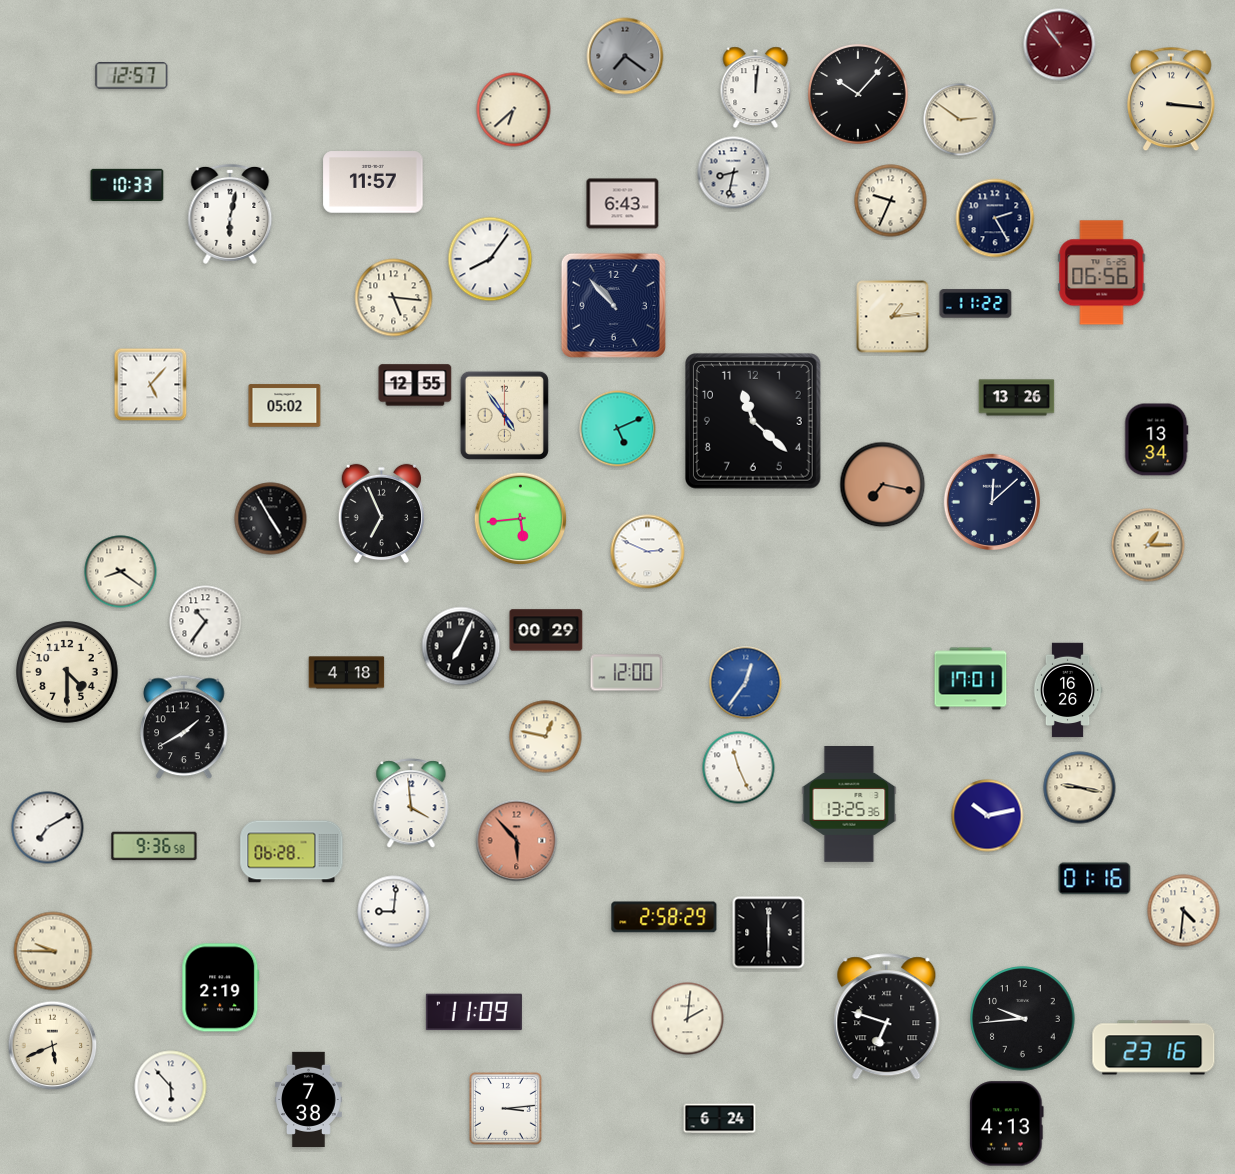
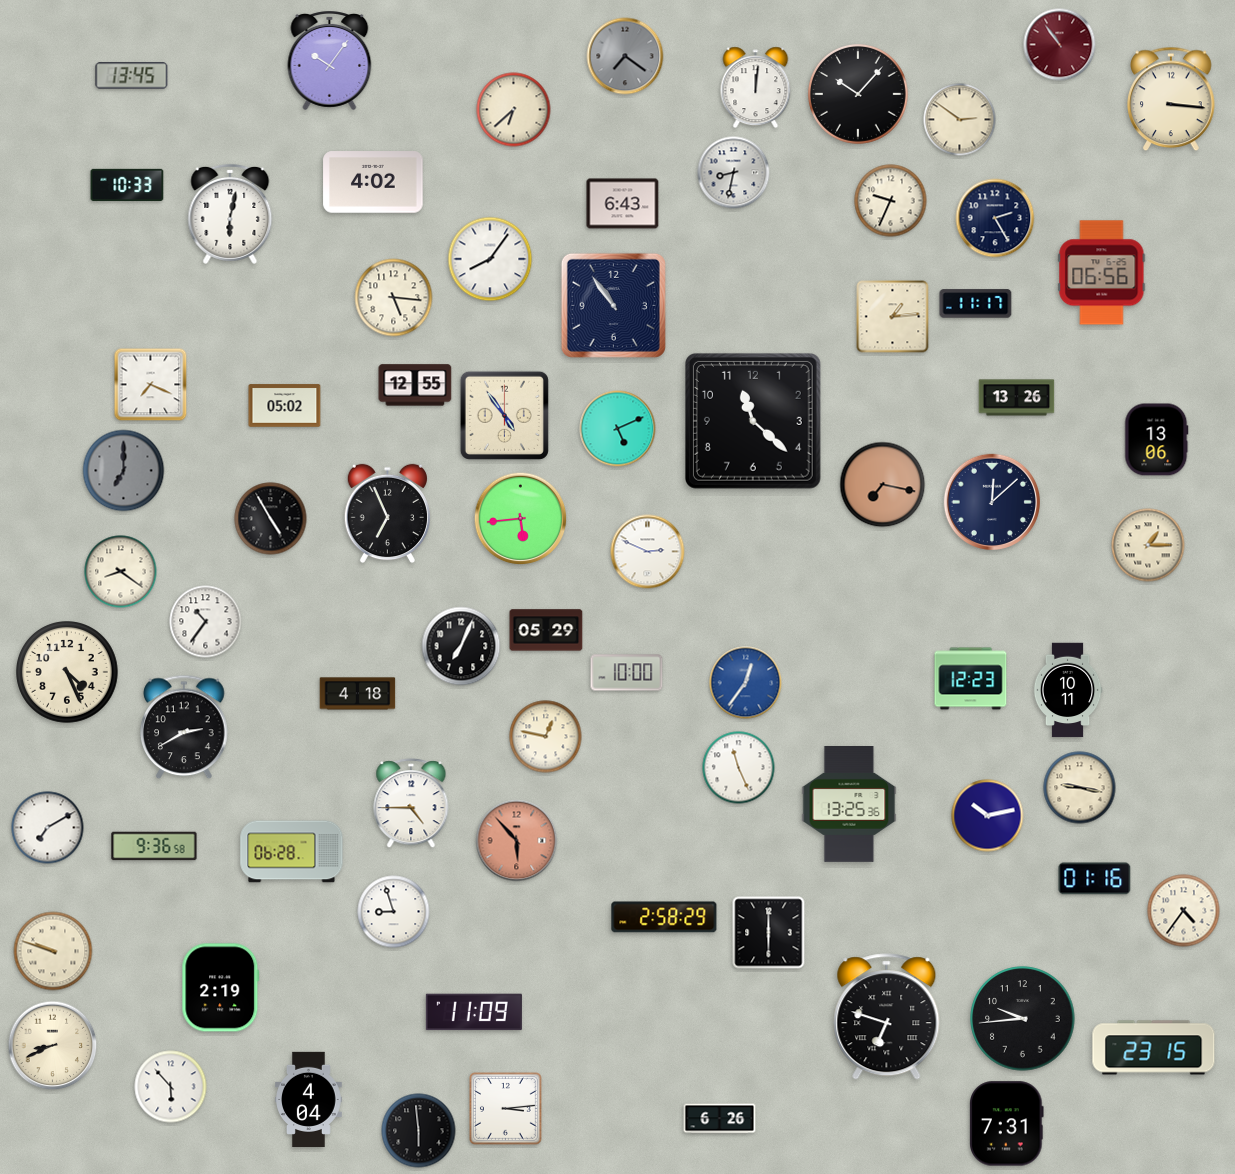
clock at (330, 61): none -> 10:06
clock at (132, 76): 12:57 -> 13:45
clock at (373, 182): 11:57 -> 4:02
clock at (976, 304): 11:22 -> 11:17
clock at (613, 305): 10:53 -> 10:54
clock at (151, 385): 5:07 -> 7:19
clock at (1157, 440): 13:34 -> 13:06
clock at (124, 471): none -> 7:00
clock at (381, 514) position: (381, 514) -> (387, 514)
clock at (546, 630): 00:29 -> 05:29
clock at (68, 673): 4:30 -> 4:26
clock at (347, 673) position: (347, 673) -> (358, 694)
clock at (627, 673): 12:00 -> 10:00
clock at (971, 679): 17:01 -> 12:23
clock at (1068, 690): 16:26 -> 10:11
clock at (184, 727): 1:40 -> 2:40
clock at (411, 804): 3:59 -> 4:45
clock at (1184, 911): 4:31 -> 4:36
clock at (394, 912): 9:01 -> 8:57
clock at (53, 951): 9:45 -> 9:48
clock at (688, 1019): 2:01 -> none
clock at (53, 1046): 5:41 -> 8:41
clock at (1154, 1048): 23:16 -> 23:15
clock at (309, 1099): 7:38 -> 4:04
clock at (720, 1119): 6:24 -> 6:26
clock at (1007, 1124): 4:13 -> 7:31
clock at (419, 1131): none -> 5:59
